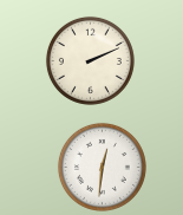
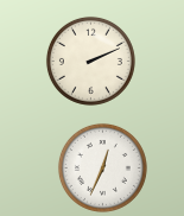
clock at (102, 167): 12:31 -> 12:34
